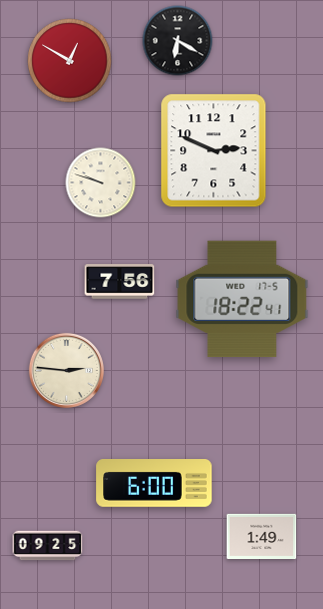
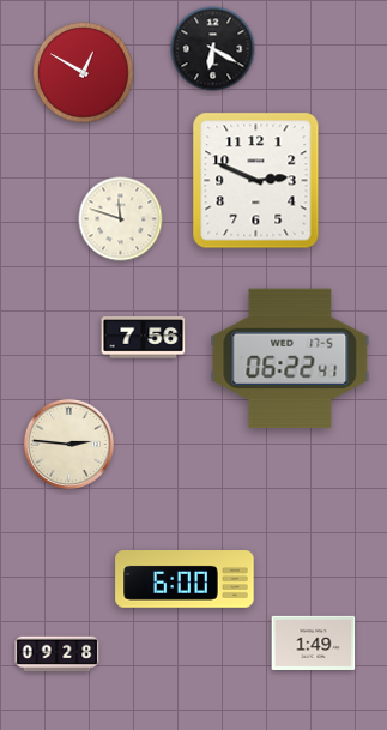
clock at (101, 183): 9:48 -> 11:48
clock at (242, 299): 18:22 -> 06:22
clock at (66, 370) position: (66, 370) -> (68, 444)
clock at (48, 546): 09:25 -> 09:28
